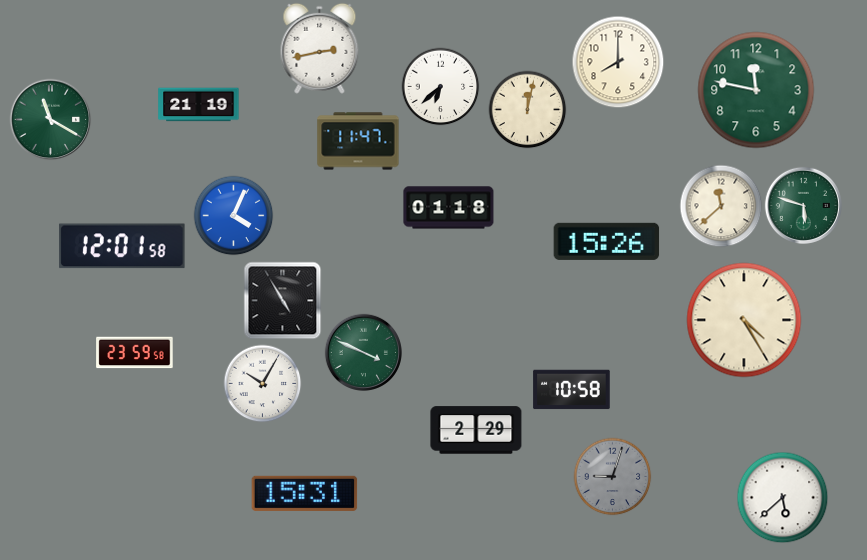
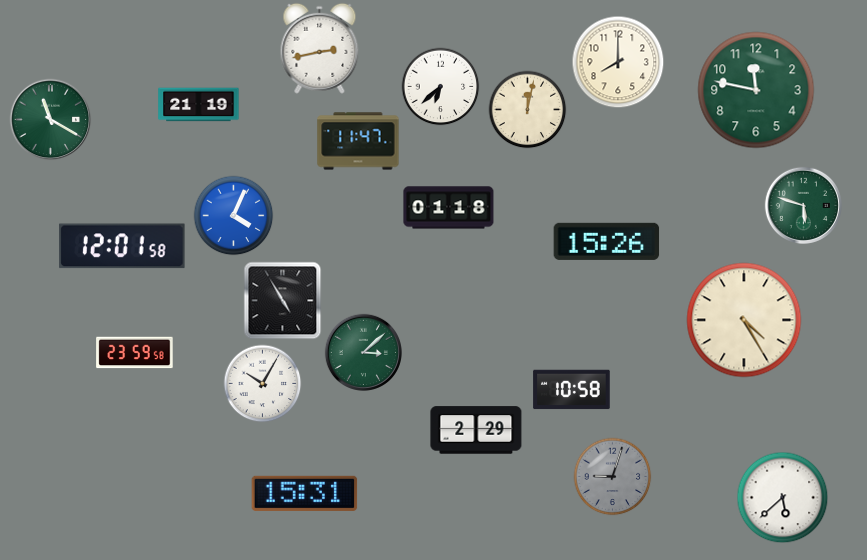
clock at (721, 206): 11:38 -> none
clock at (363, 352): 3:49 -> 3:08
